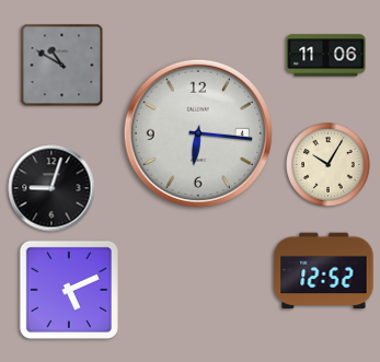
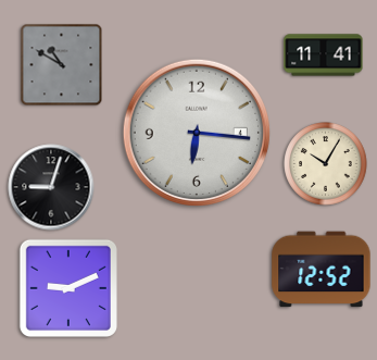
clock at (326, 56): 11:06 -> 11:41
clock at (69, 290): 5:11 -> 9:11
